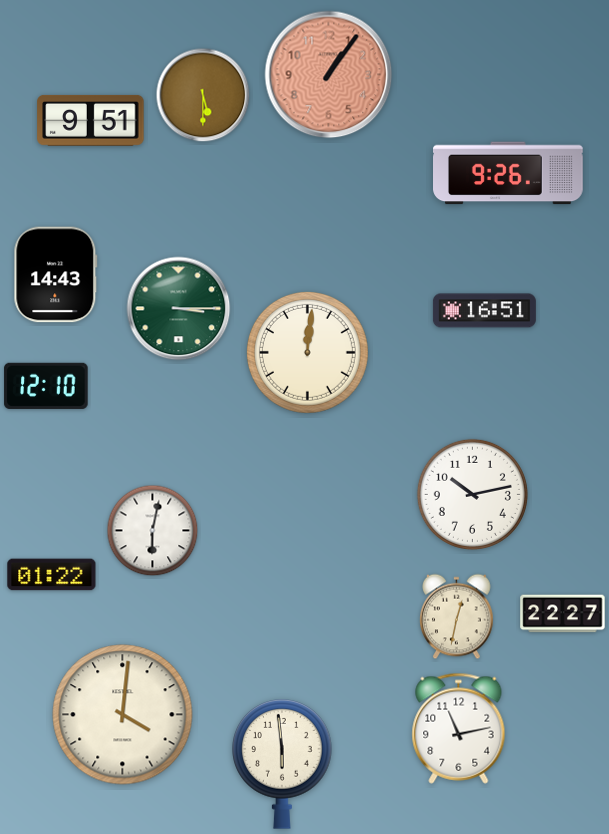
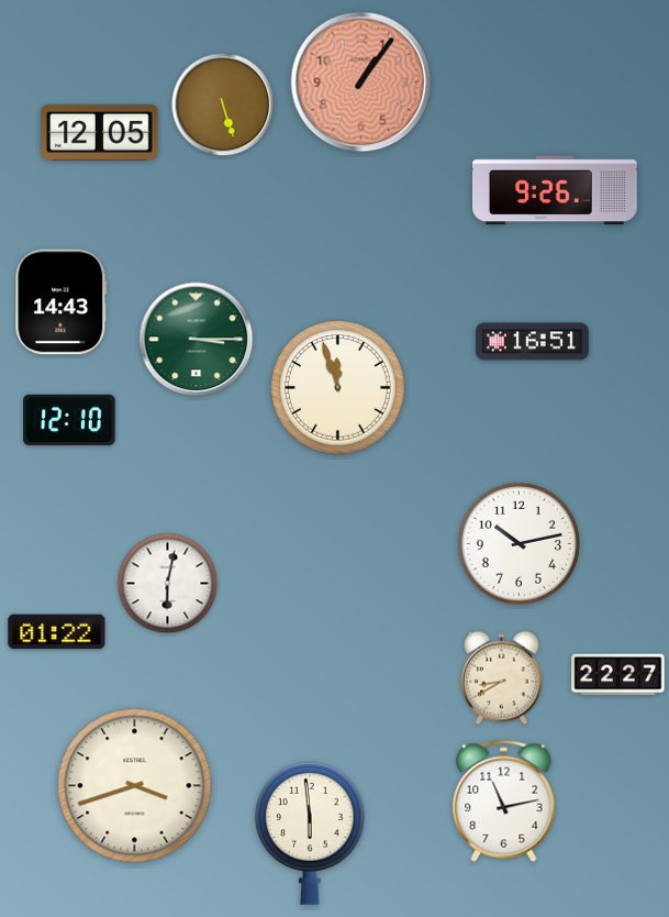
clock at (203, 95): 5:30 -> 5:27
clock at (91, 120): 9:51 -> 12:05
clock at (509, 173) position: (509, 173) -> (556, 190)
clock at (307, 352): 12:01 -> 11:57
clock at (46, 386) position: (46, 386) -> (69, 420)
clock at (457, 617): 12:32 -> 8:40
clock at (123, 715): 4:01 -> 3:42
clock at (282, 764) position: (282, 764) -> (310, 833)
